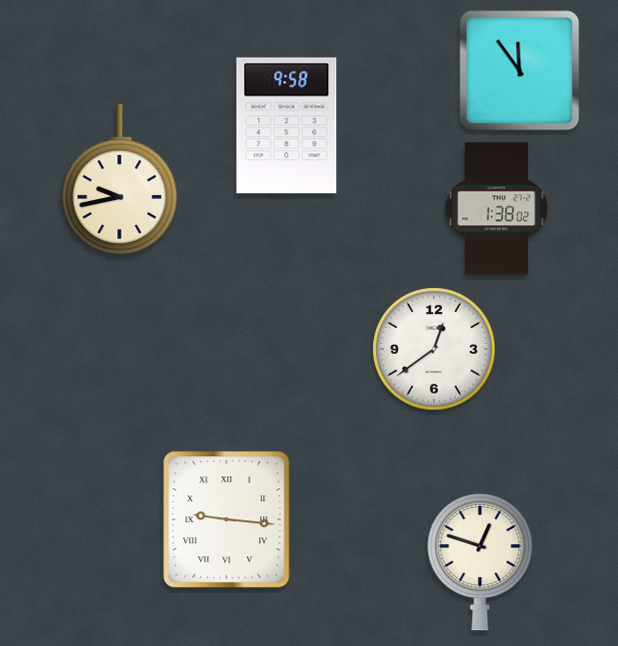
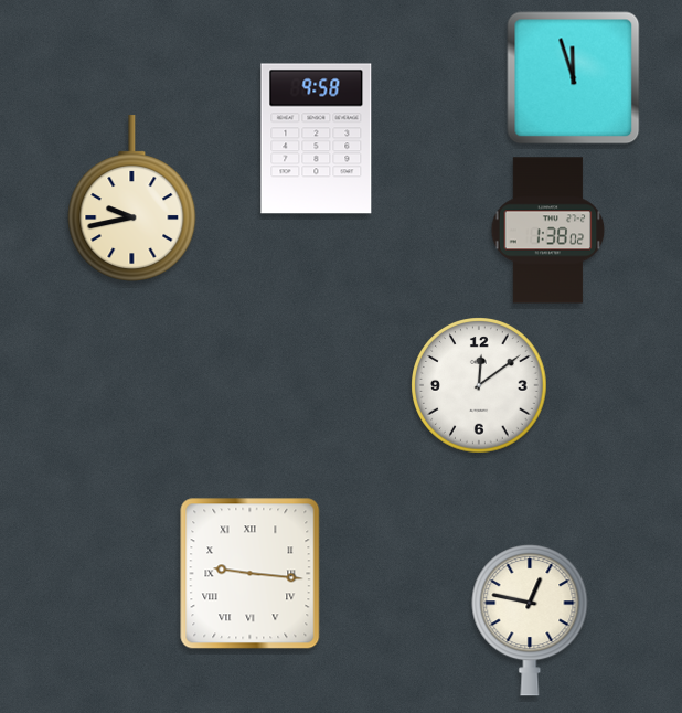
clock at (520, 71): 11:54 -> 11:57
clock at (434, 349): 12:39 -> 12:09
clock at (480, 562): 12:48 -> 12:47
